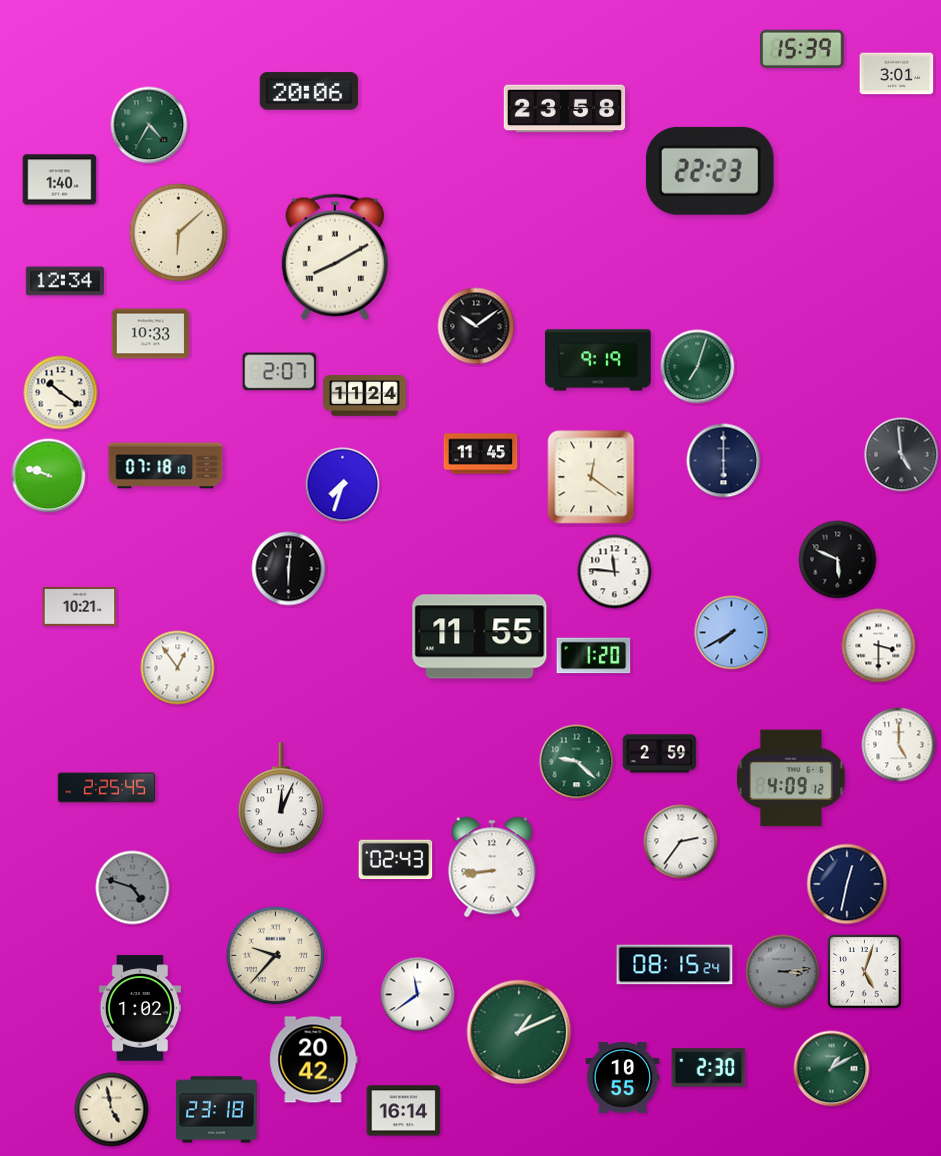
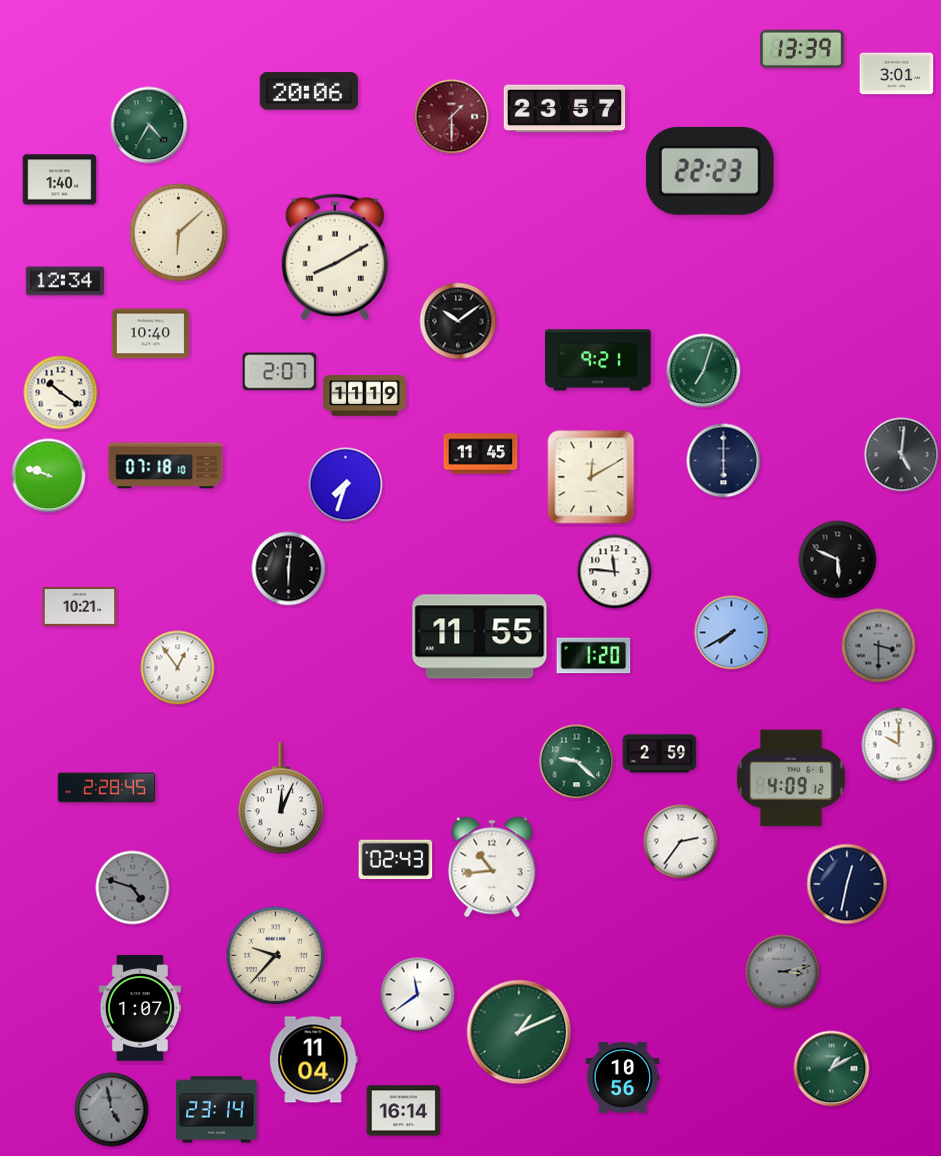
clock at (802, 49): 15:39 -> 13:39
clock at (565, 109): 23:58 -> 23:57
clock at (452, 117): none -> 1:30
clock at (476, 326) position: (476, 326) -> (458, 321)
clock at (150, 334): 10:33 -> 10:40
clock at (598, 360): 9:19 -> 9:21
clock at (698, 367) position: (698, 367) -> (704, 371)
clock at (365, 396): 11:24 -> 11:19
clock at (902, 455): 4:59 -> 5:01
clock at (591, 477): 12:21 -> 12:10
clock at (343, 485) position: (343, 485) -> (346, 485)
clock at (879, 646) dial: white -> grey
clock at (899, 745): 5:00 -> 10:00
clock at (107, 788): 2:25 -> 2:28
clock at (492, 867): 8:44 -> 10:44
clock at (675, 965): 08:15 -> none
clock at (783, 972): 3:14 -> 3:13
clock at (865, 972): 5:03 -> none
clock at (140, 1008): 1:02 -> 1:07
clock at (314, 1060): 20:42 -> 11:04
clock at (709, 1068): 2:30 -> none
clock at (623, 1078): 10:55 -> 10:56
clock at (112, 1110) dial: cream -> grey
clock at (217, 1110): 23:18 -> 23:14
